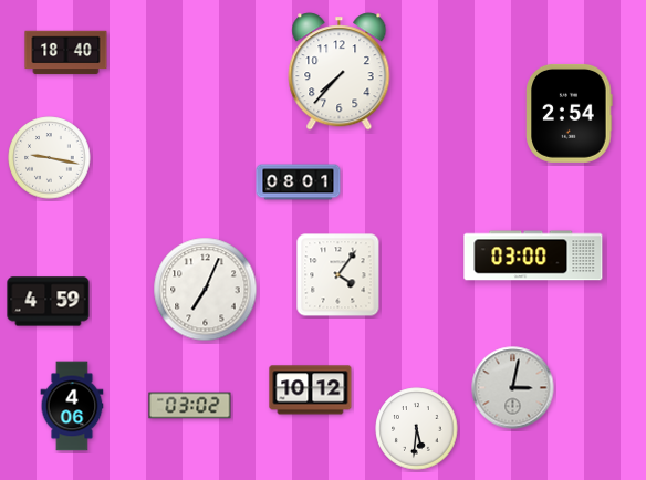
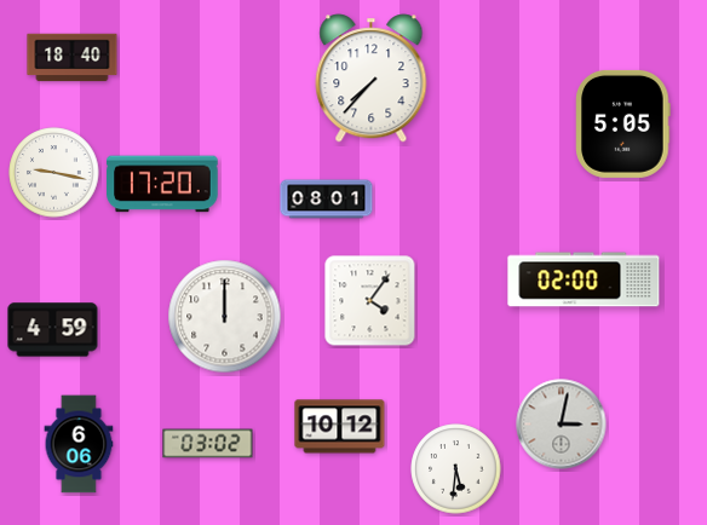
clock at (570, 113): 2:54 -> 5:05
clock at (162, 184): none -> 17:20
clock at (533, 255): 03:00 -> 02:00
clock at (206, 290): 7:04 -> 12:00
clock at (72, 406): 4:06 -> 6:06
